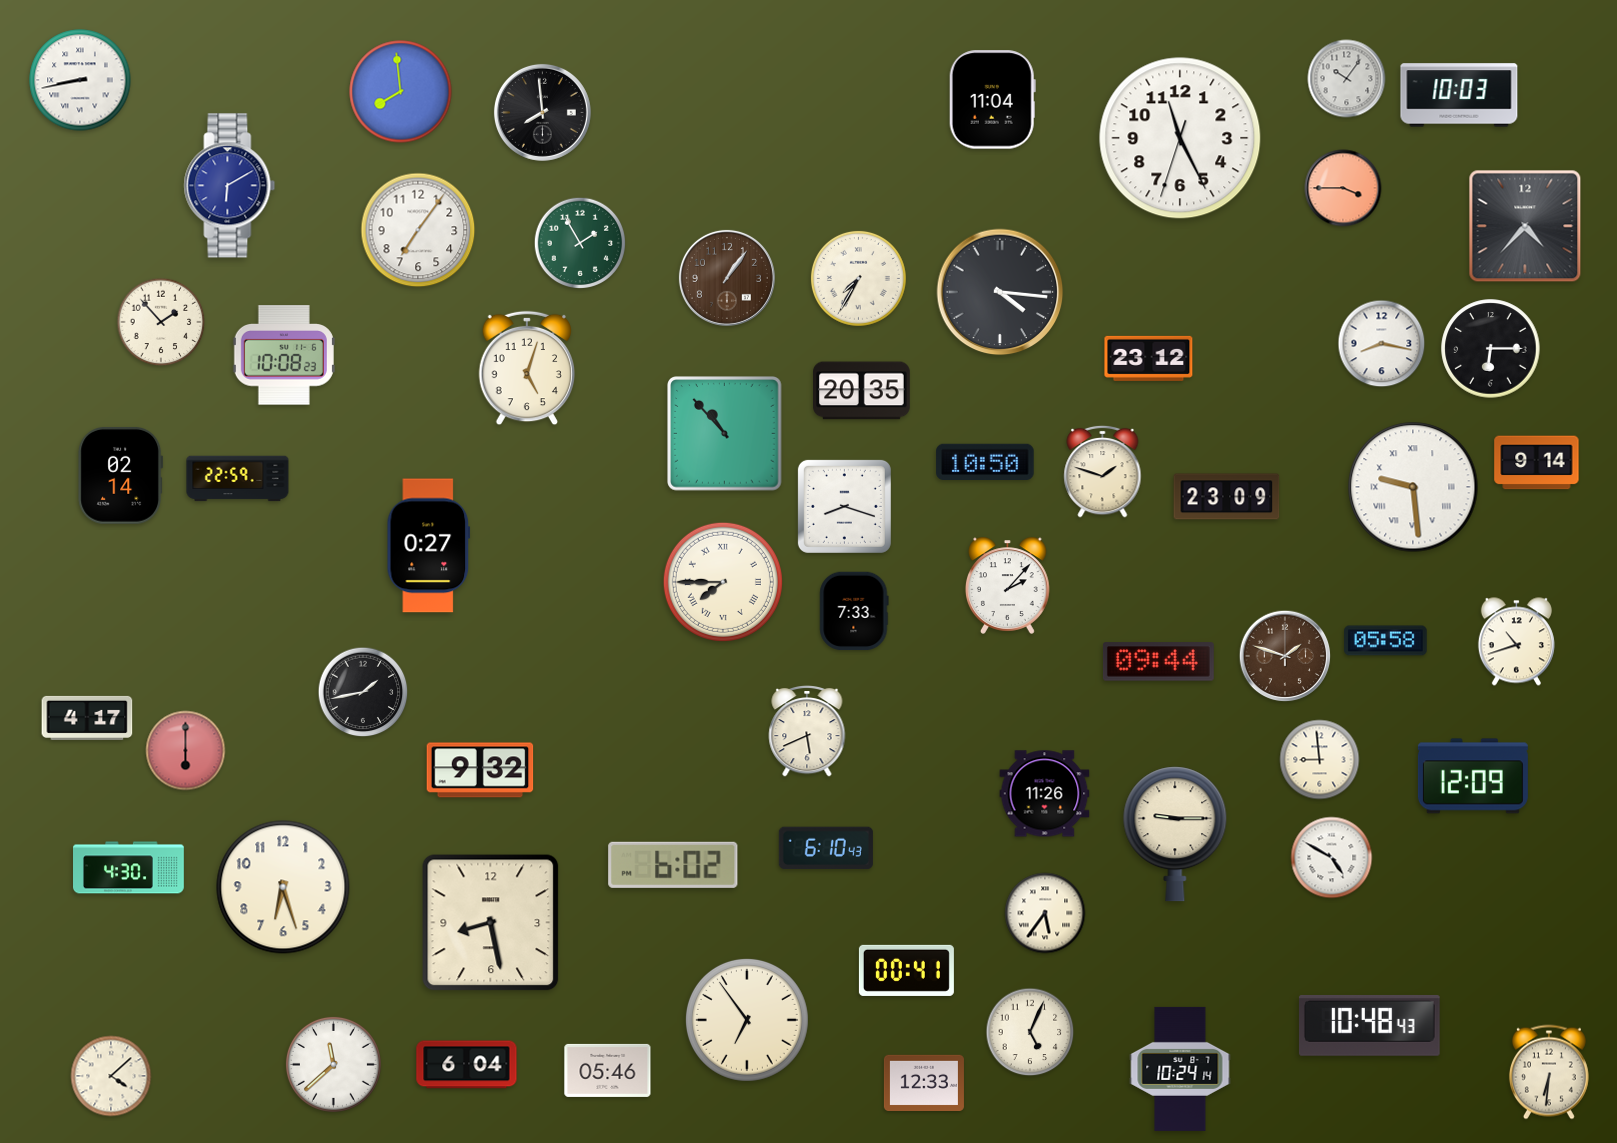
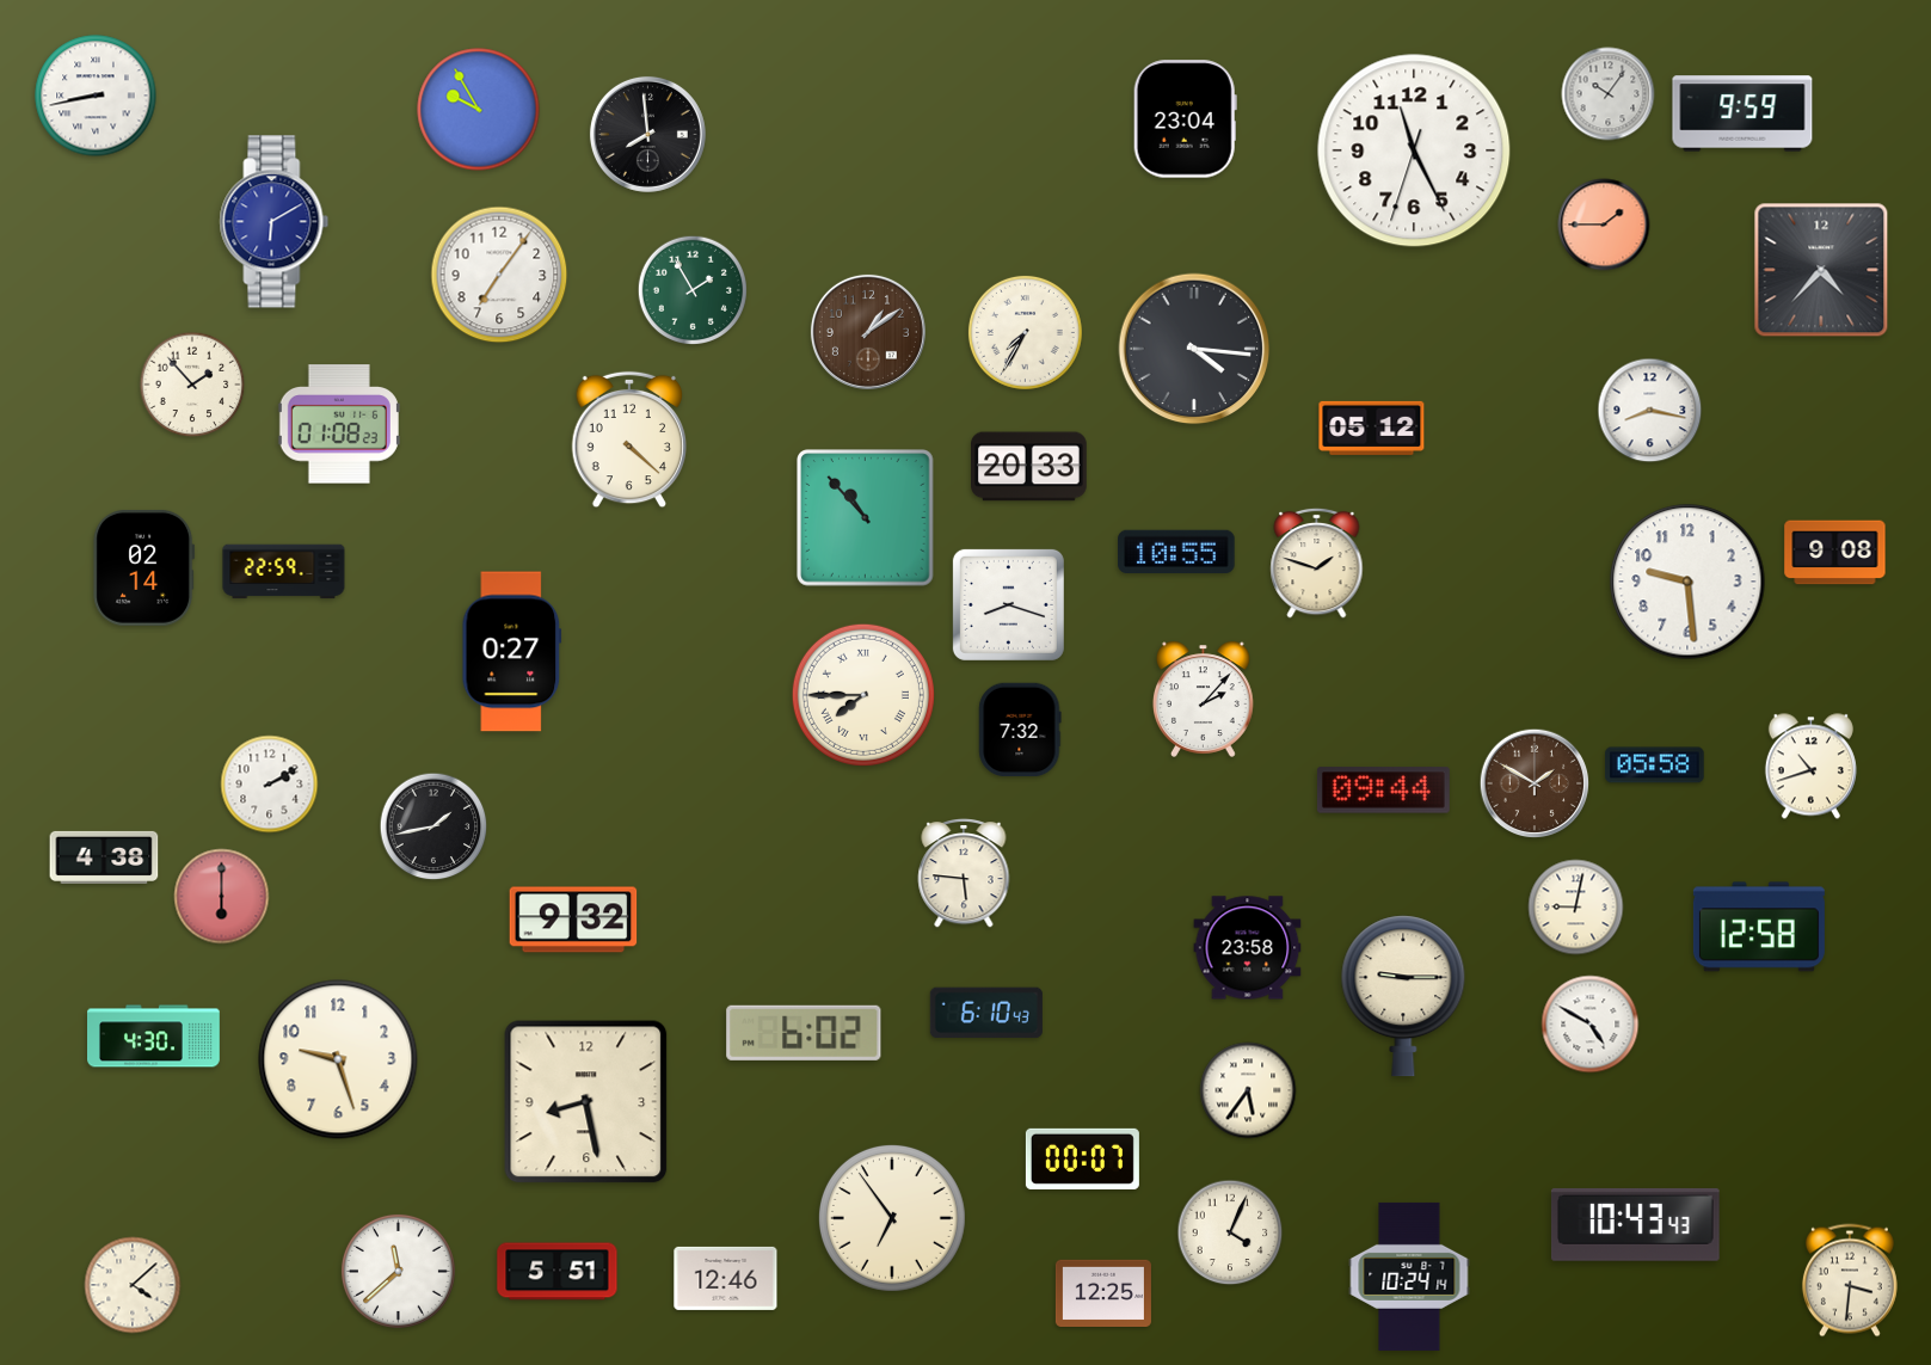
clock at (401, 92): 7:59 -> 9:55
clock at (1459, 95): 10:03 -> 9:59
clock at (992, 100): 11:04 -> 23:04
clock at (1180, 138) position: (1180, 138) -> (1414, 150)
clock at (1343, 188): 3:45 -> 1:45
clock at (727, 278): 1:06 -> 1:09
clock at (1491, 349): 6:15 -> none
clock at (284, 355): 10:08 -> 01:08
clock at (1149, 358): 23:12 -> 05:12
clock at (527, 368): 5:03 -> 4:22
clock at (862, 391): 20:35 -> 20:33
clock at (985, 461): 10:50 -> 10:55
clock at (1537, 463): 9:14 -> 9:08
clock at (1413, 487) numerals: Roman -> Arabic
clock at (1227, 497): 23:09 -> none
clock at (854, 611): 7:33 -> 7:32
clock at (1285, 656): 1:48 -> 1:50
clock at (270, 785): none -> 2:10
clock at (87, 718): 4:17 -> 4:38
clock at (807, 732): 5:41 -> 5:46
clock at (1320, 760): 8:59 -> 9:02
clock at (1473, 776): 12:09 -> 12:58
clock at (1045, 794): 11:26 -> 23:58
clock at (283, 887): 6:27 -> 9:27
clock at (906, 970): 00:41 -> 00:07
clock at (1369, 1025): 10:48 -> 10:43
clock at (1030, 1032): 5:04 -> 4:04
clock at (467, 1065): 6:04 -> 5:51
clock at (608, 1070): 05:46 -> 12:46
clock at (1549, 1072): 6:31 -> 3:31
clock at (924, 1083): 12:33 -> 12:25
